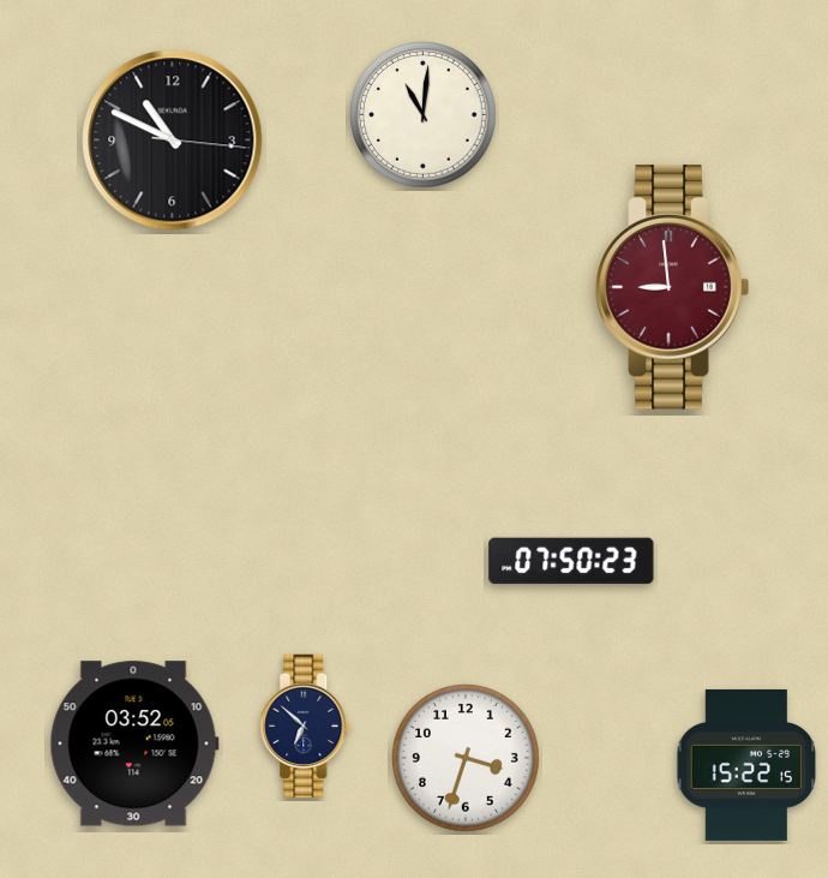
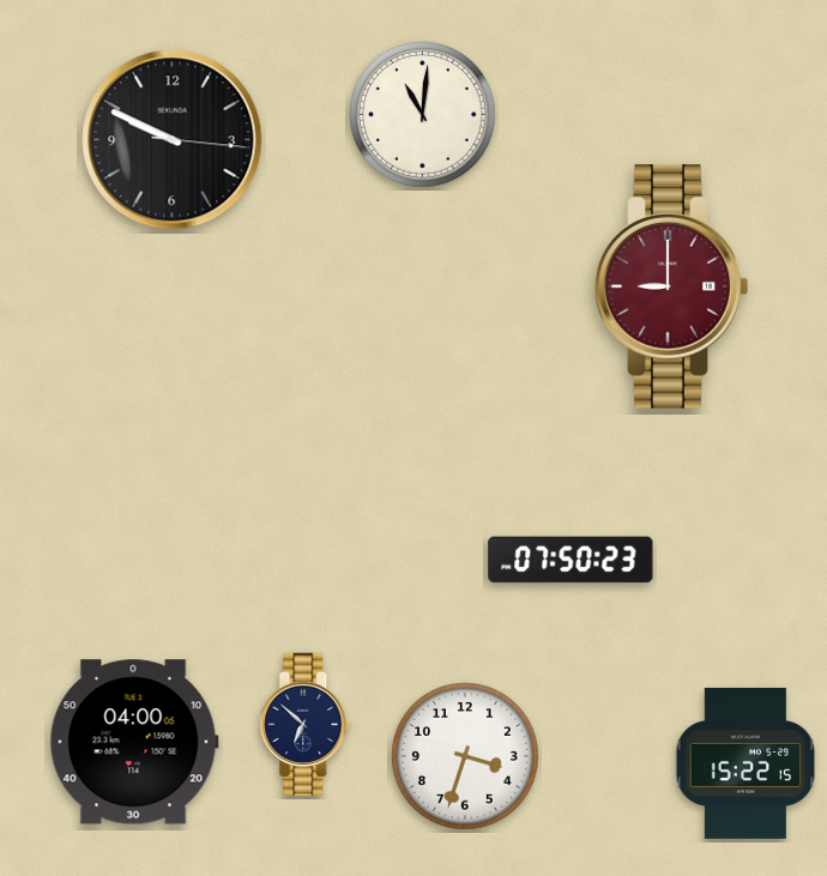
clock at (173, 141): 10:49 -> 9:49
clock at (672, 287): 8:59 -> 9:00
clock at (134, 743): 03:52 -> 04:00
